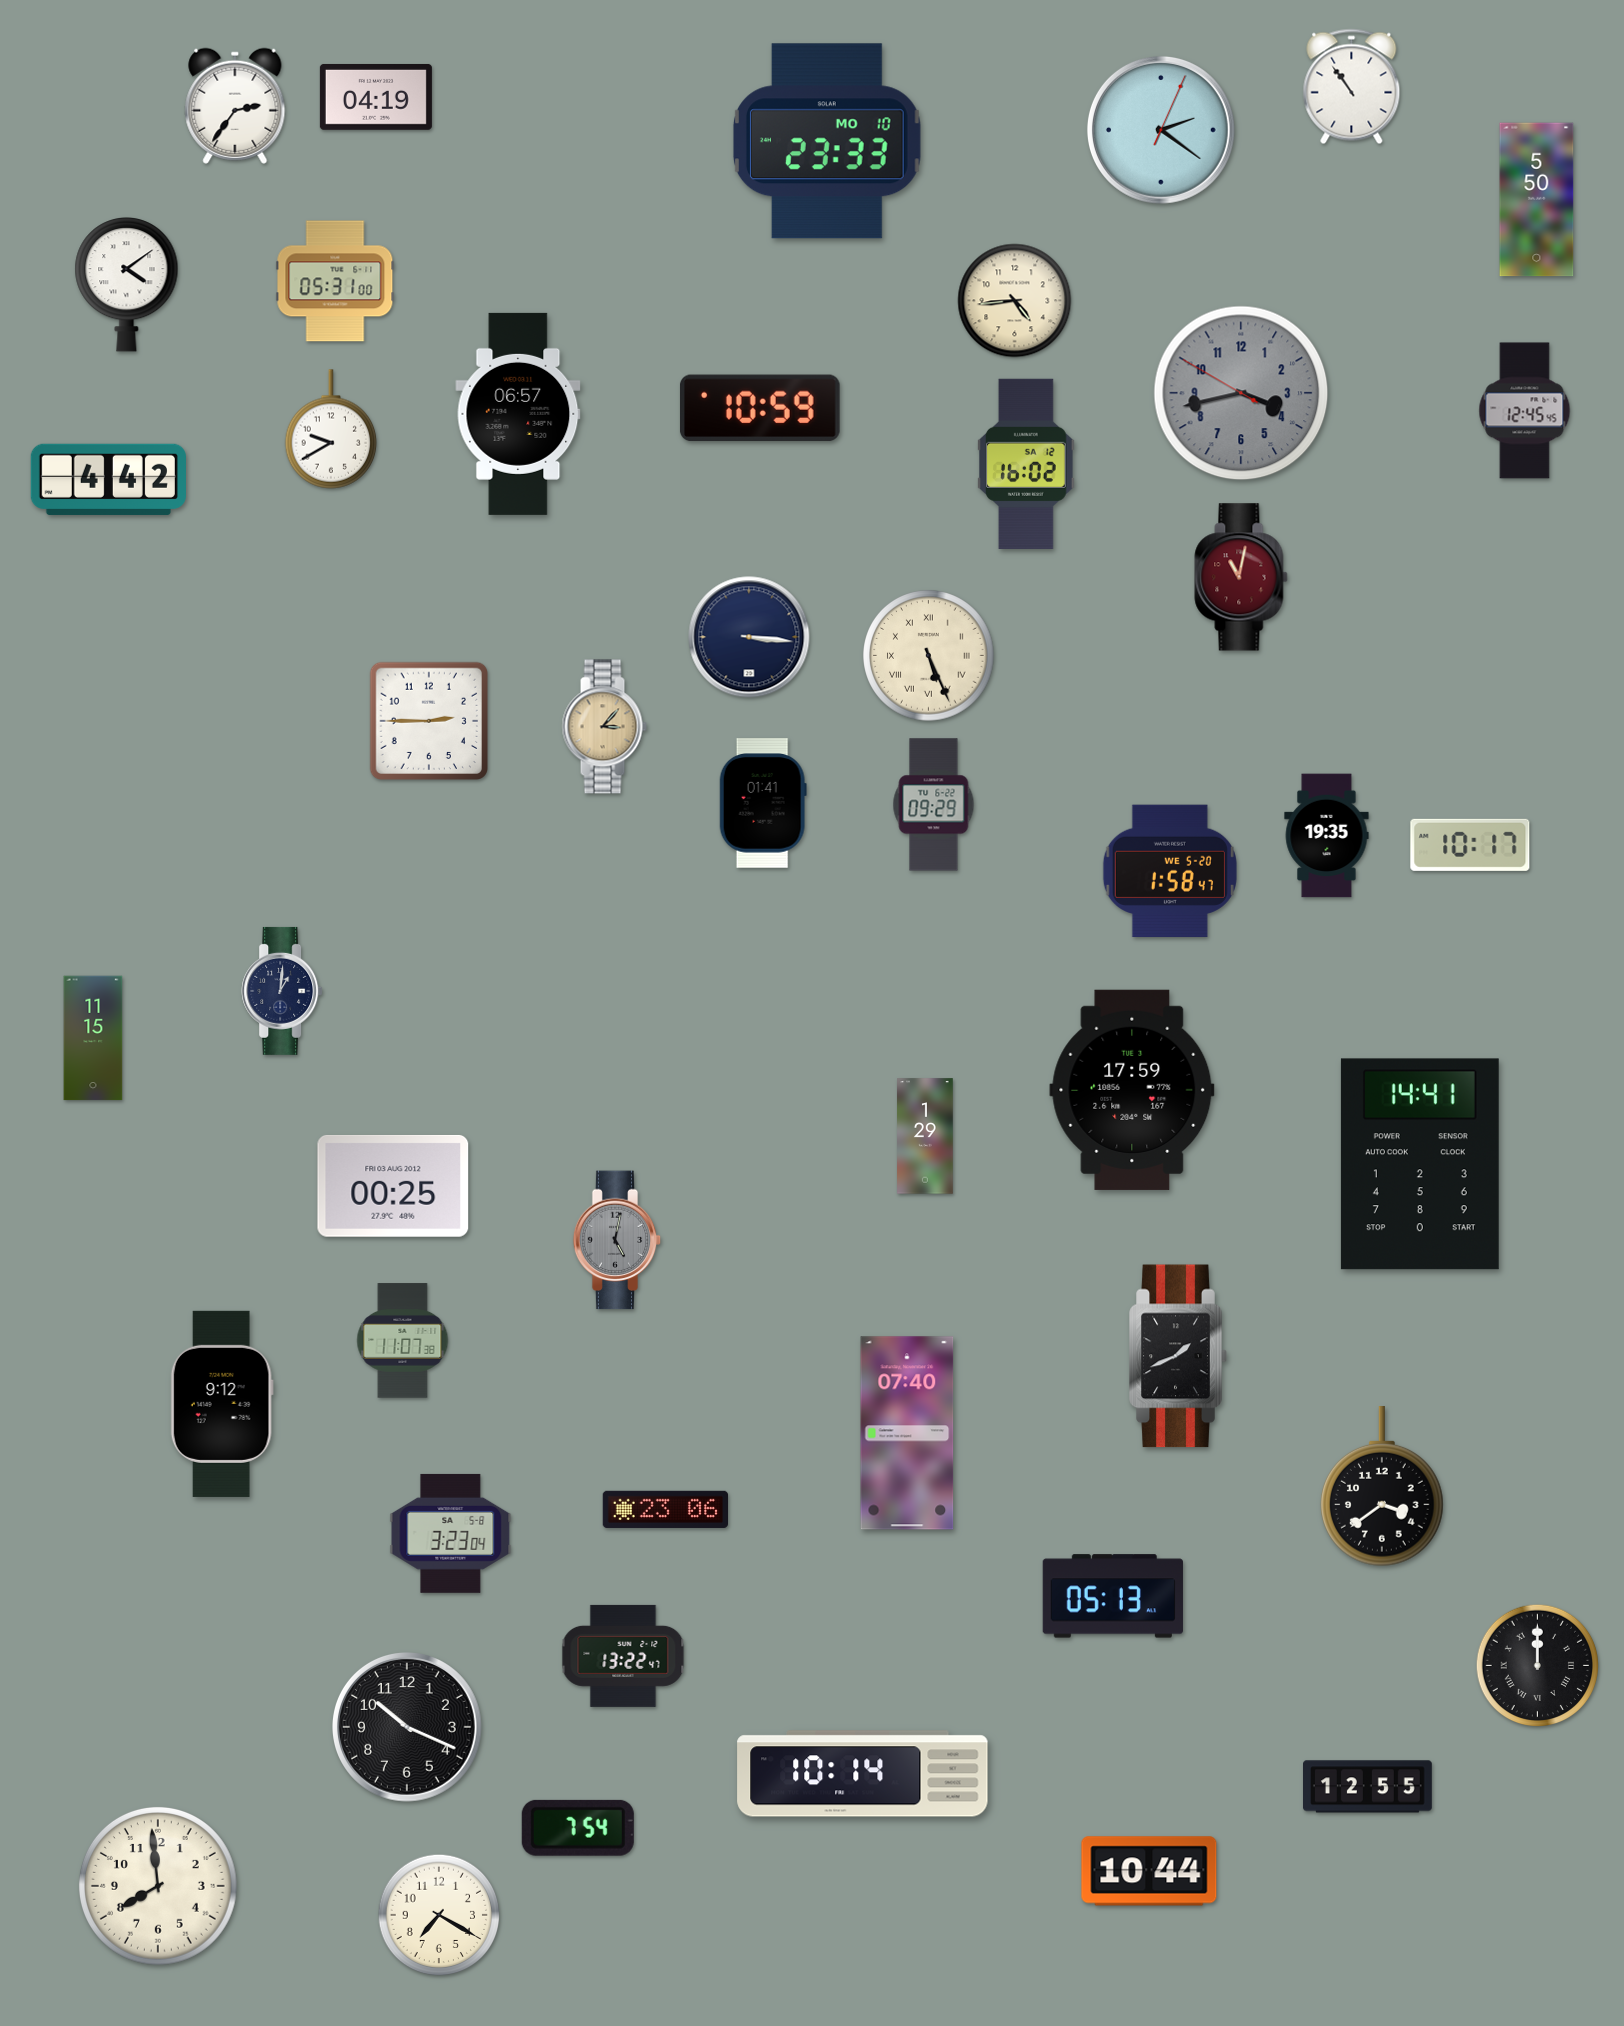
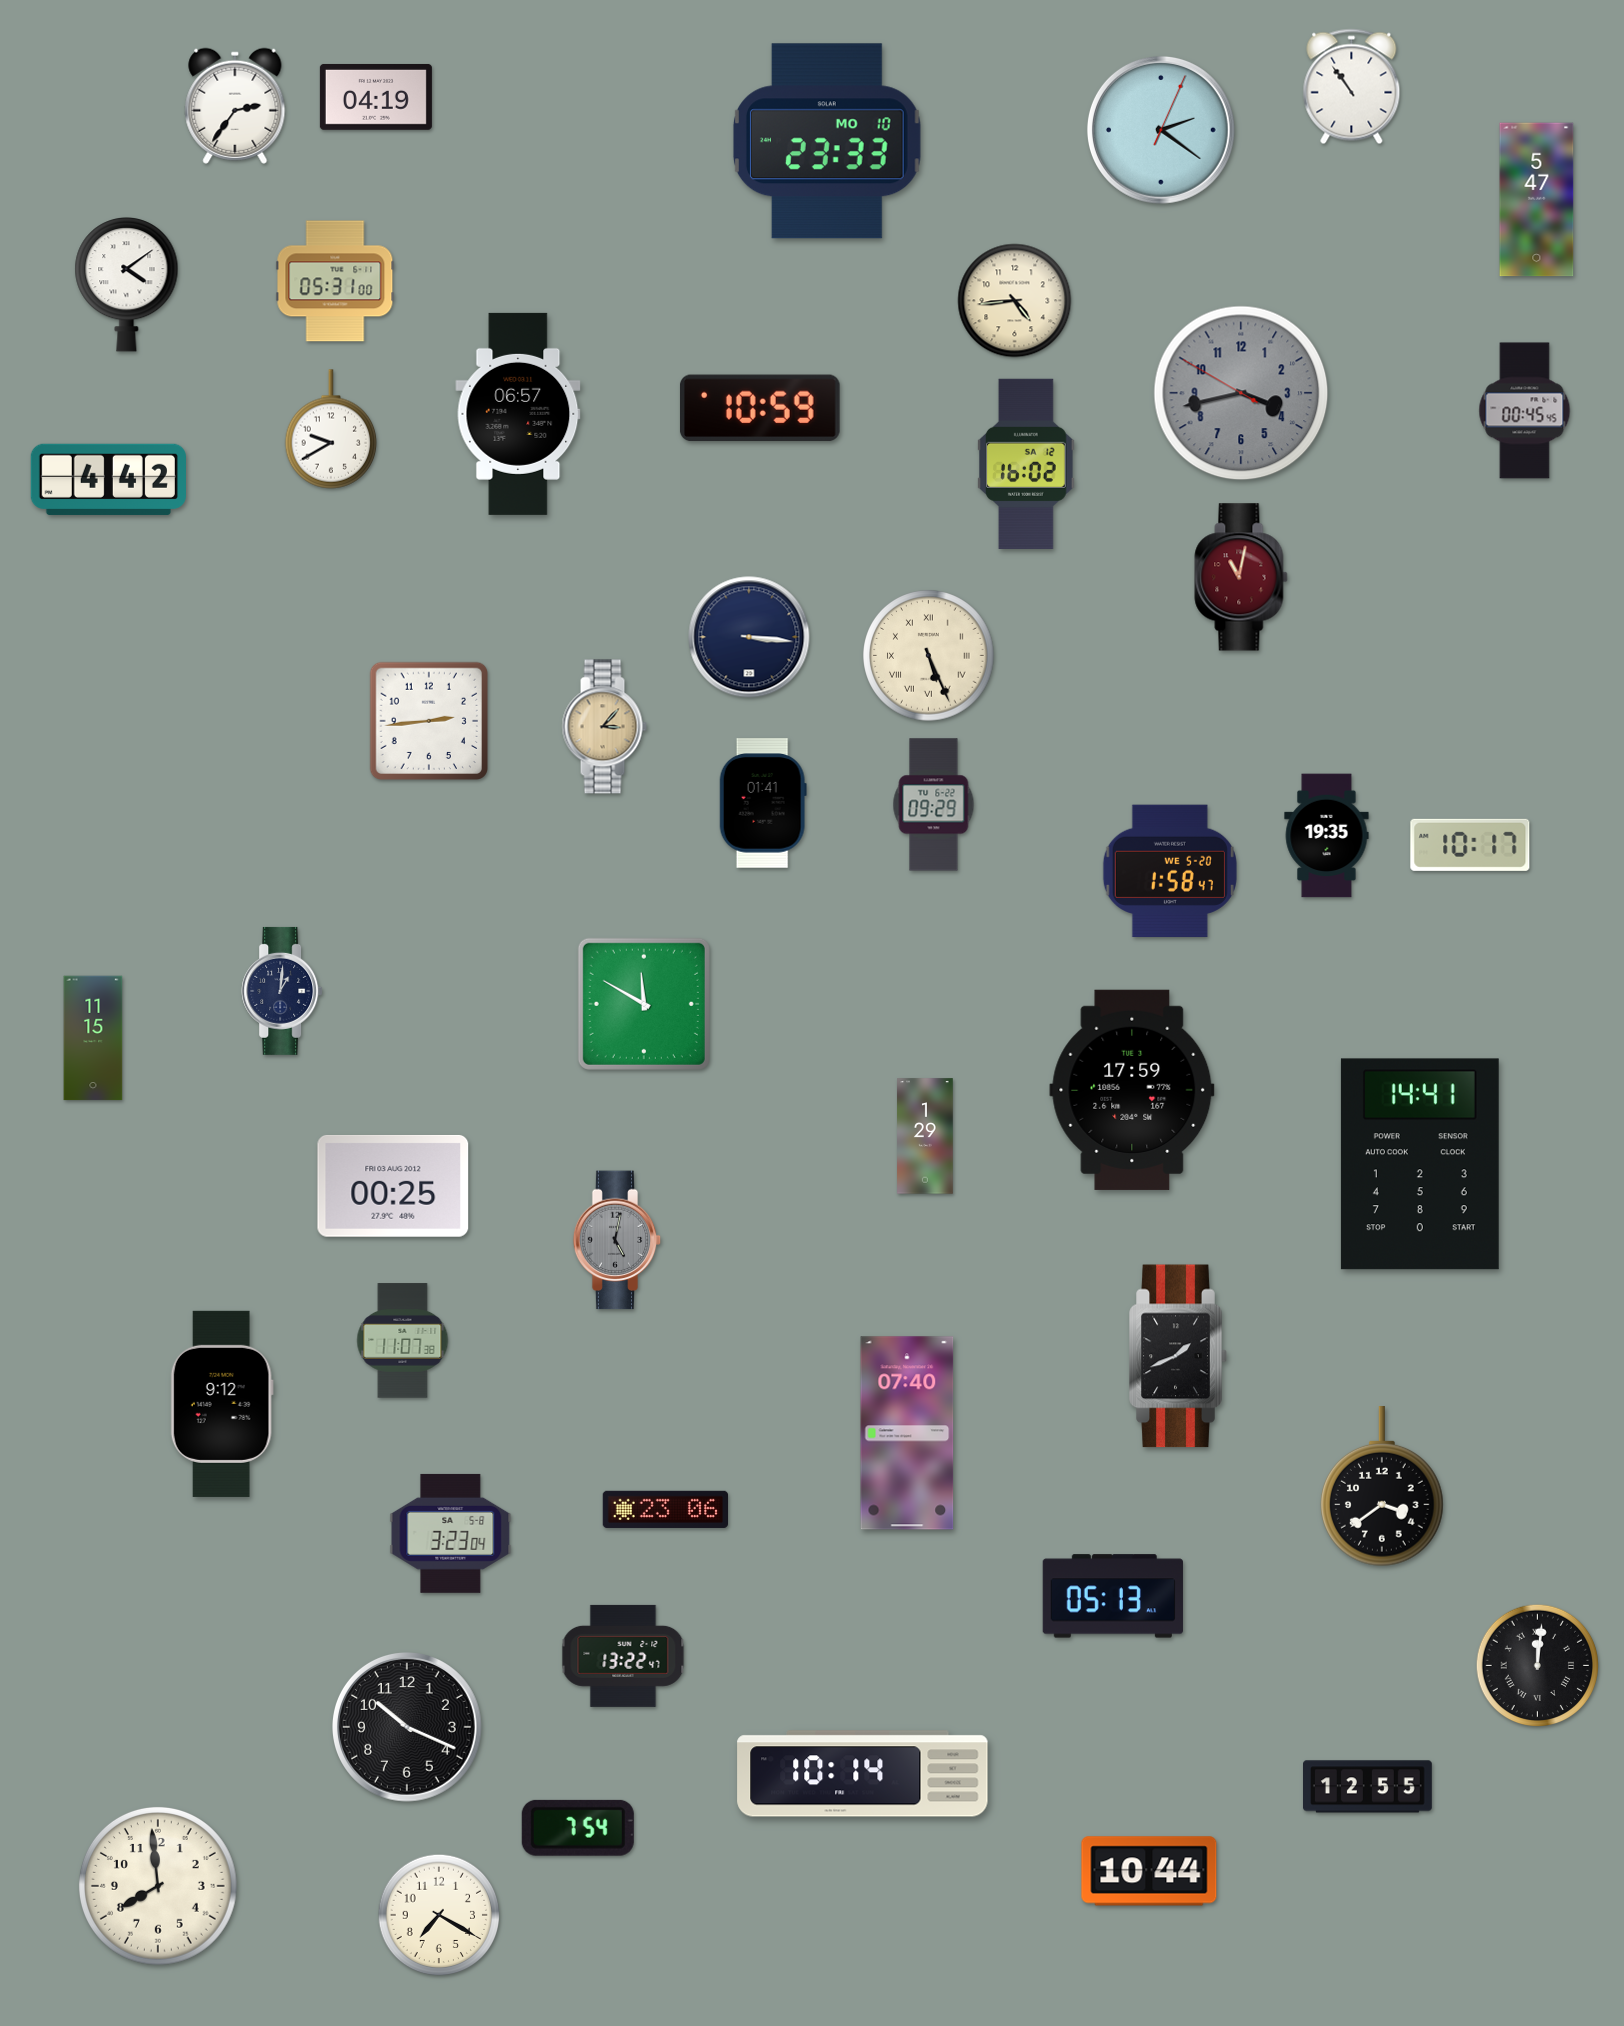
clock at (1537, 200): 5:50 -> 5:47
clock at (1525, 411): 12:45 -> 00:45
clock at (428, 720): 2:45 -> 2:44
clock at (644, 1004): none -> 11:50
clock at (1537, 1665): 12:00 -> 12:01
